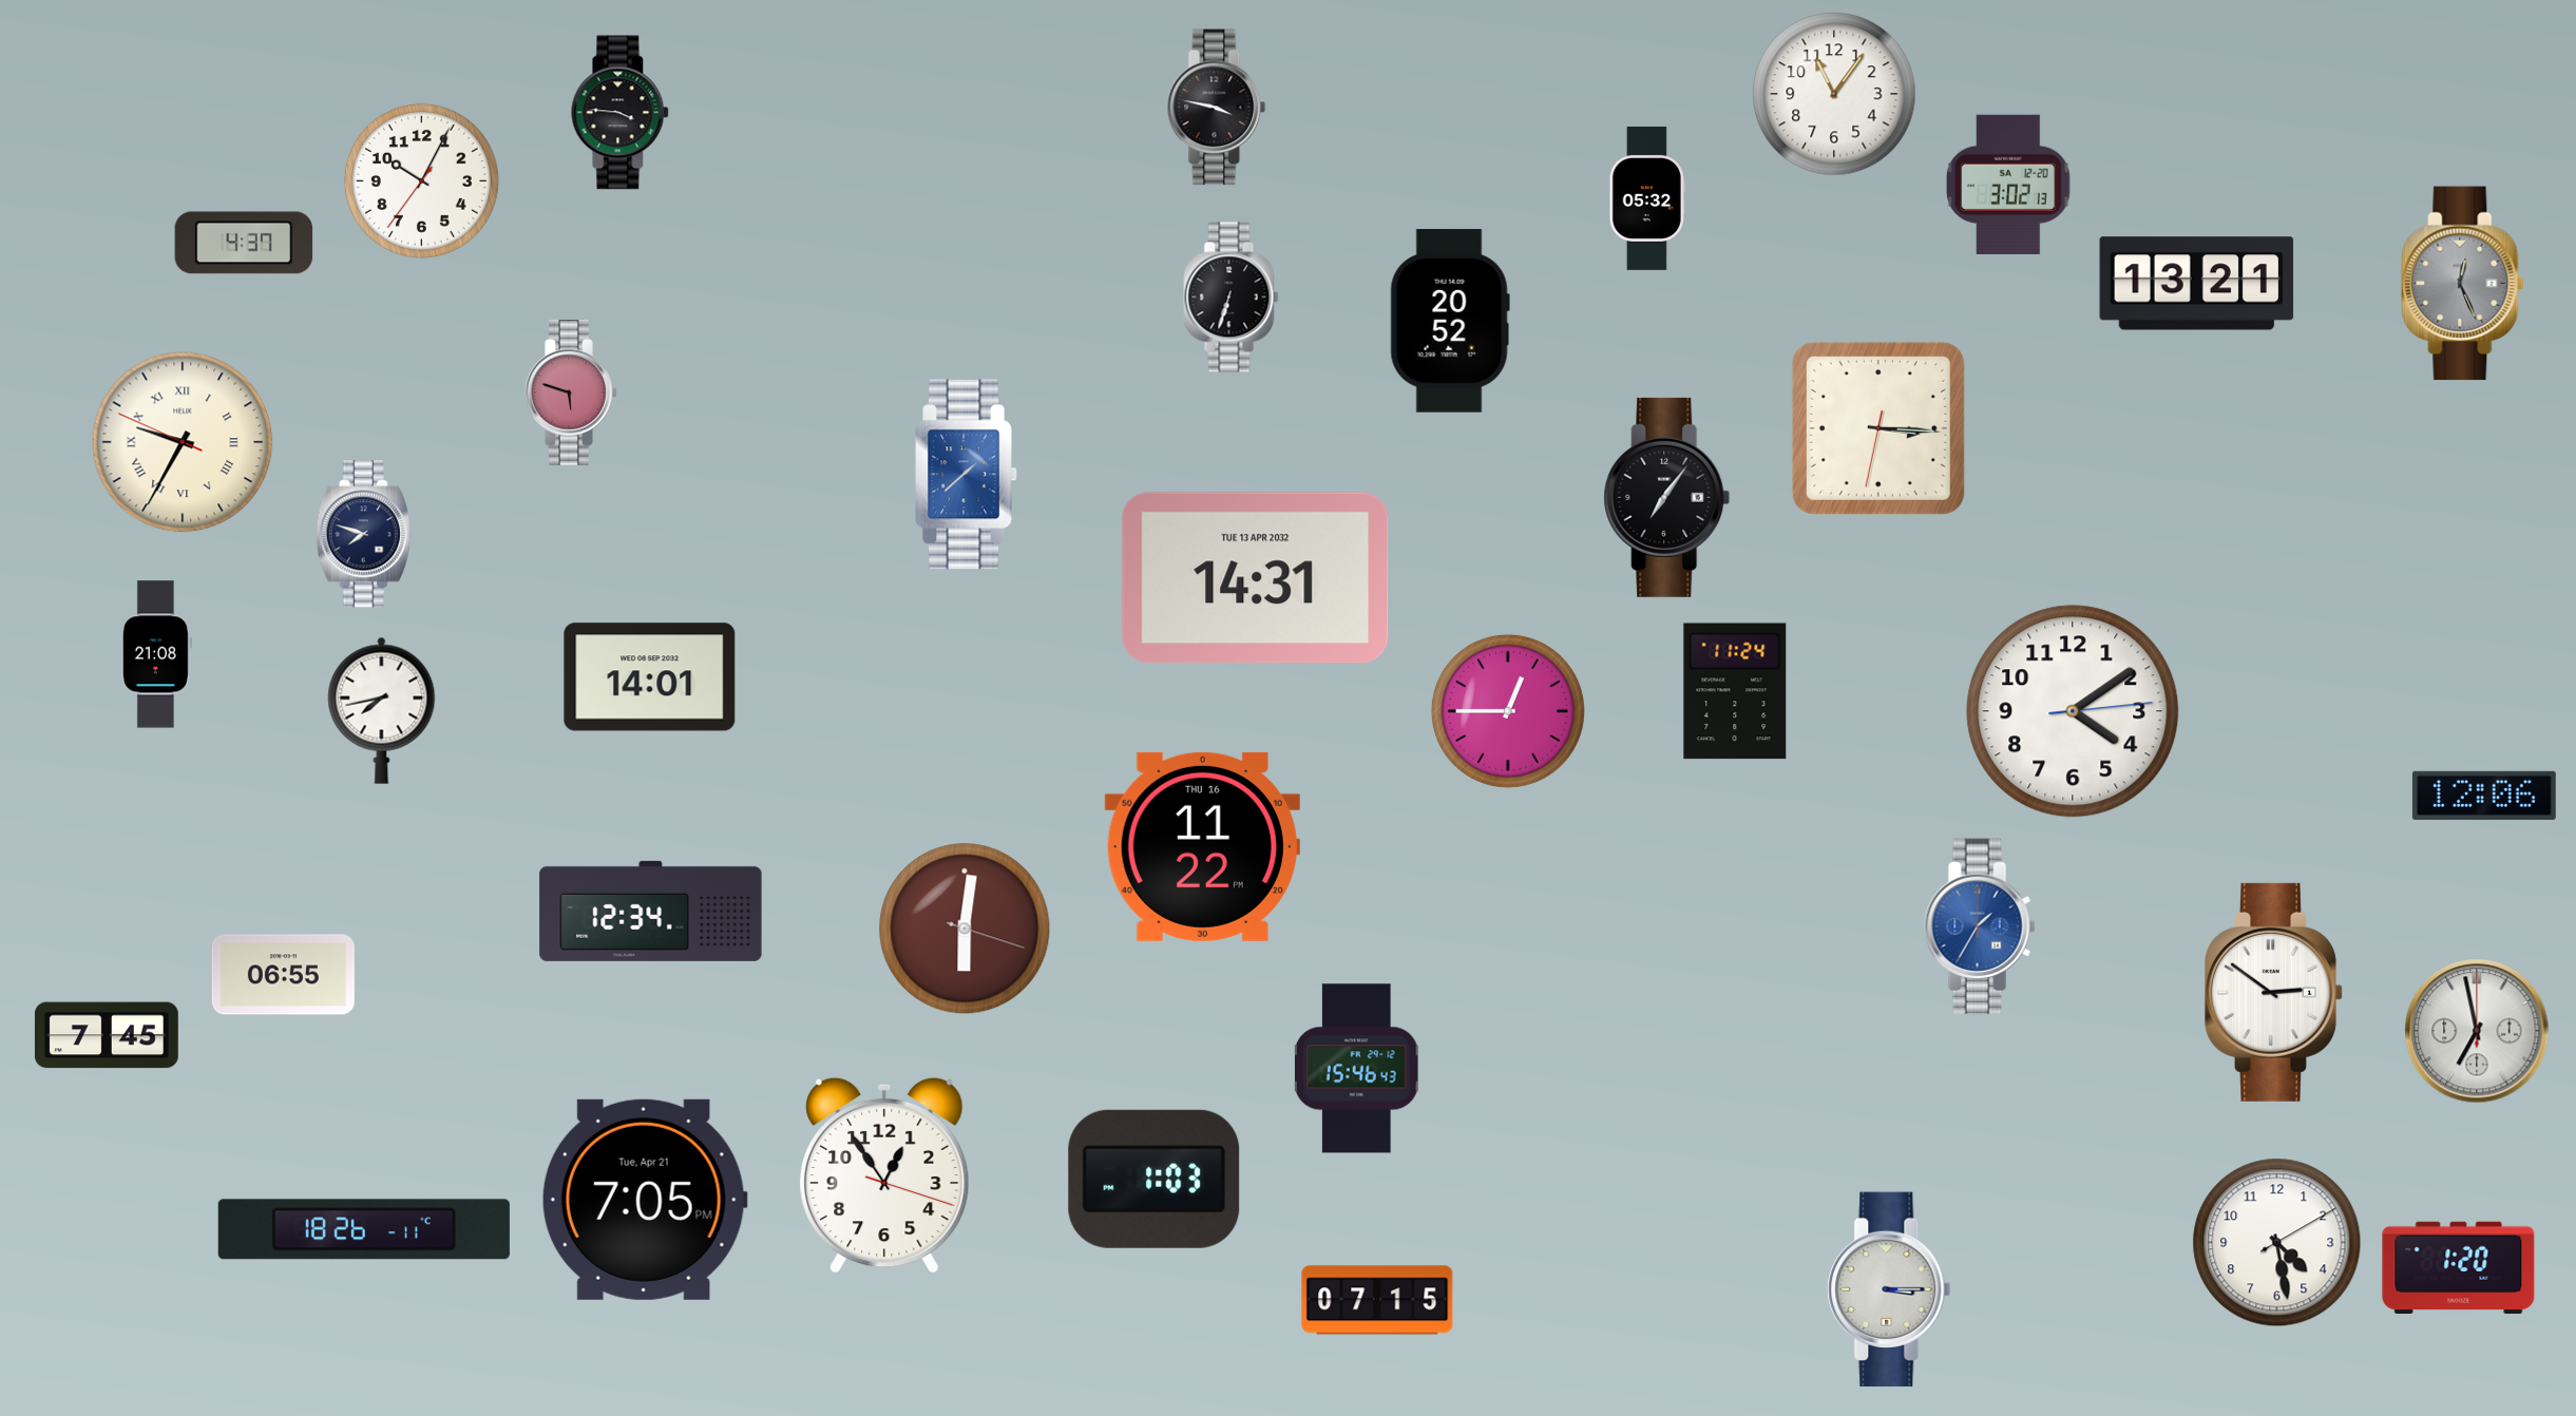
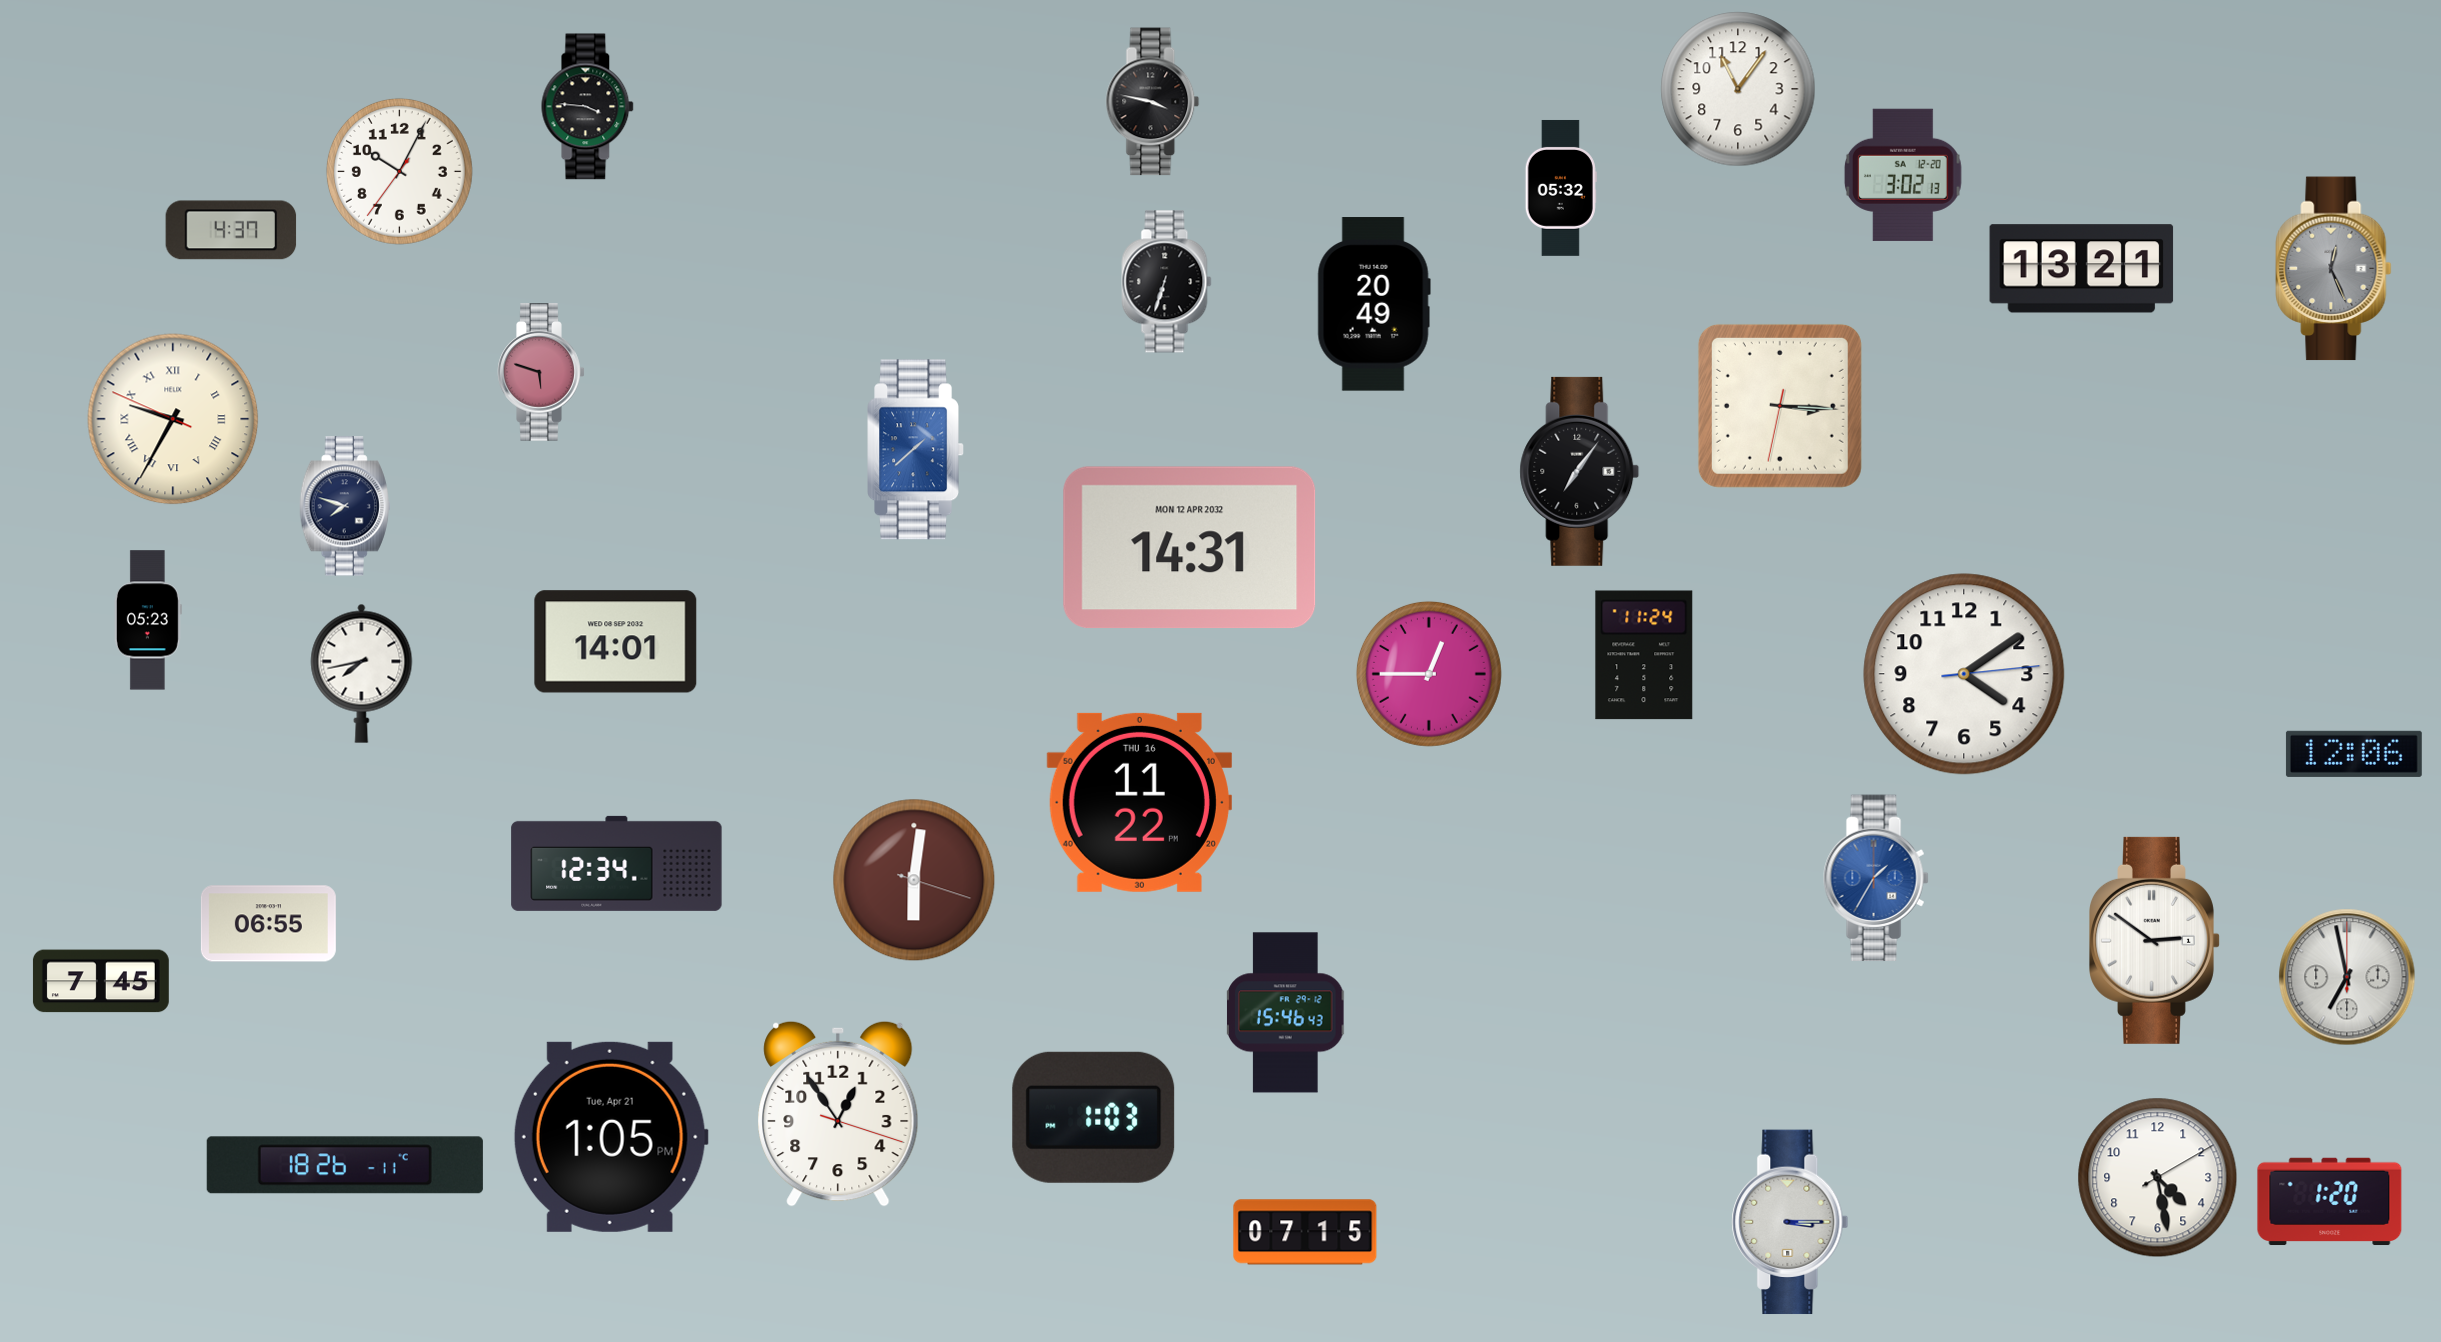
clock at (1450, 321): 20:52 -> 20:49
clock at (1256, 578) date: TUE 13 APR 2032 -> MON 12 APR 2032
clock at (156, 654): 21:08 -> 05:23
clock at (645, 1200): 7:05 -> 1:05
